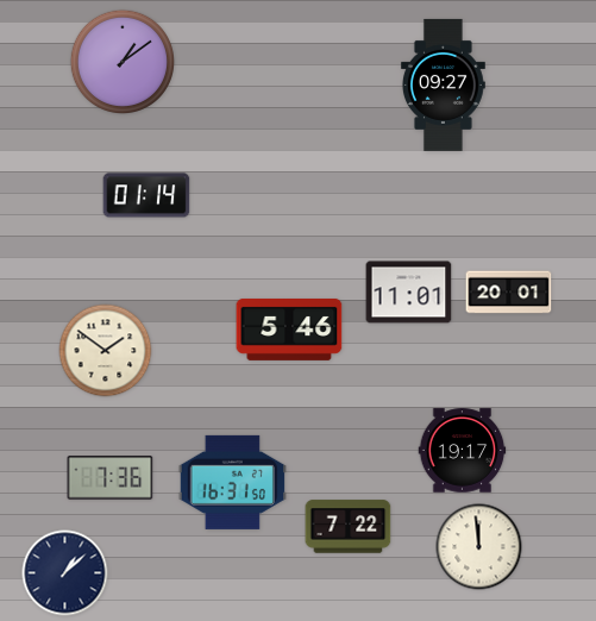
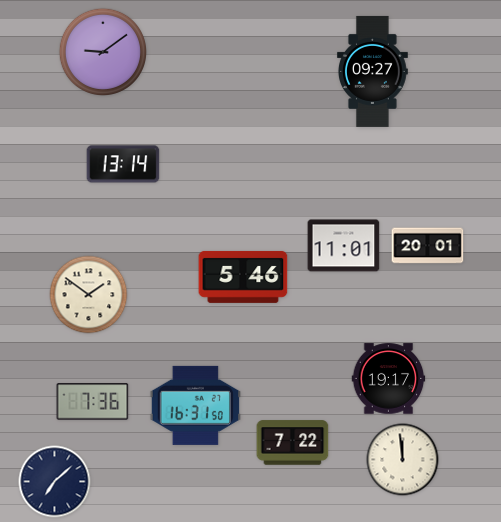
clock at (121, 61): 1:09 -> 9:09
clock at (146, 195): 01:14 -> 13:14
clock at (65, 573): 1:08 -> 7:08
